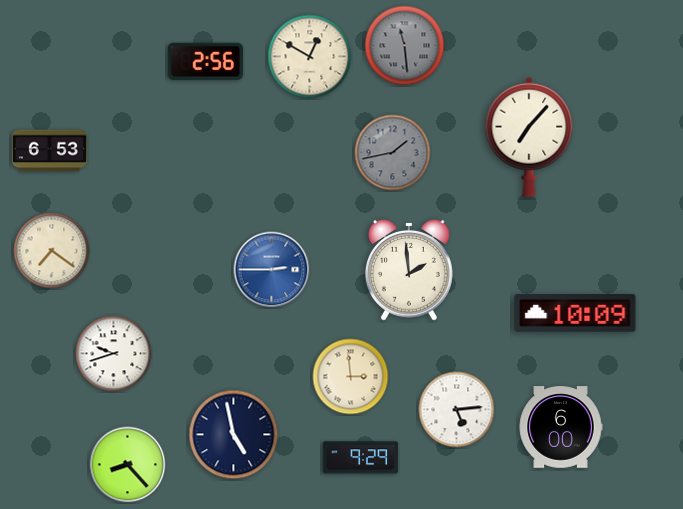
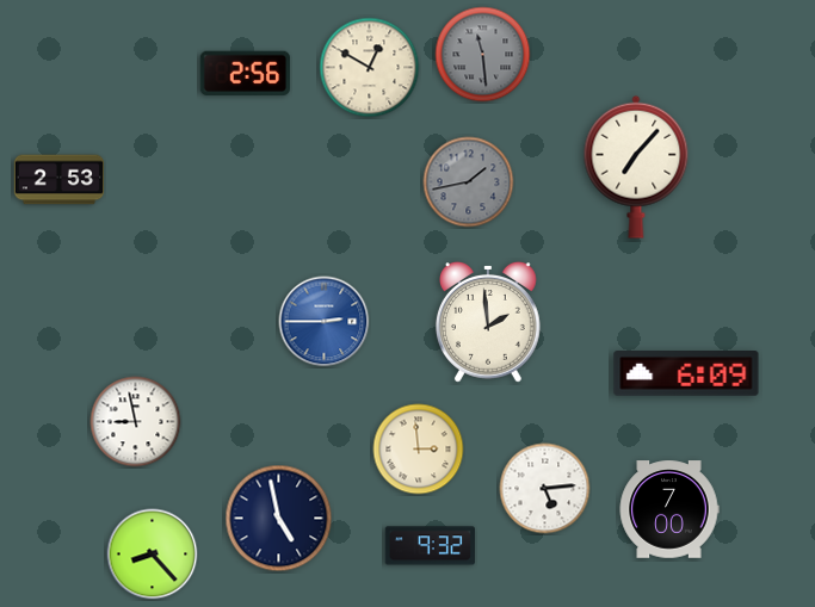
clock at (529, 137) position: (529, 137) -> (636, 167)
clock at (50, 151): 6:53 -> 2:53
clock at (52, 251): 7:21 -> none
clock at (575, 314): 10:09 -> 6:09
clock at (114, 354): 9:42 -> 8:58
clock at (561, 427): 6:00 -> 7:00
clock at (360, 458): 9:29 -> 9:32
